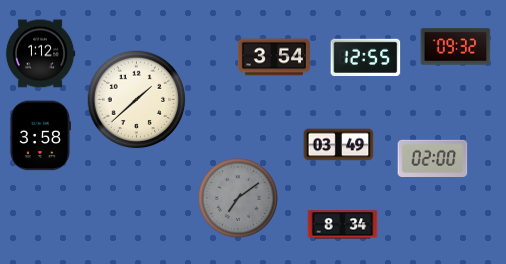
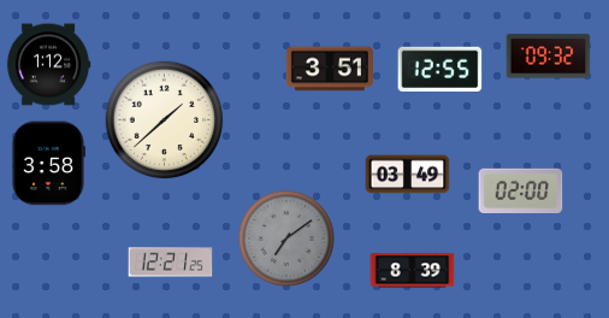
clock at (274, 57): 3:54 -> 3:51
clock at (171, 263): none -> 12:21
clock at (343, 225): 8:34 -> 8:39
